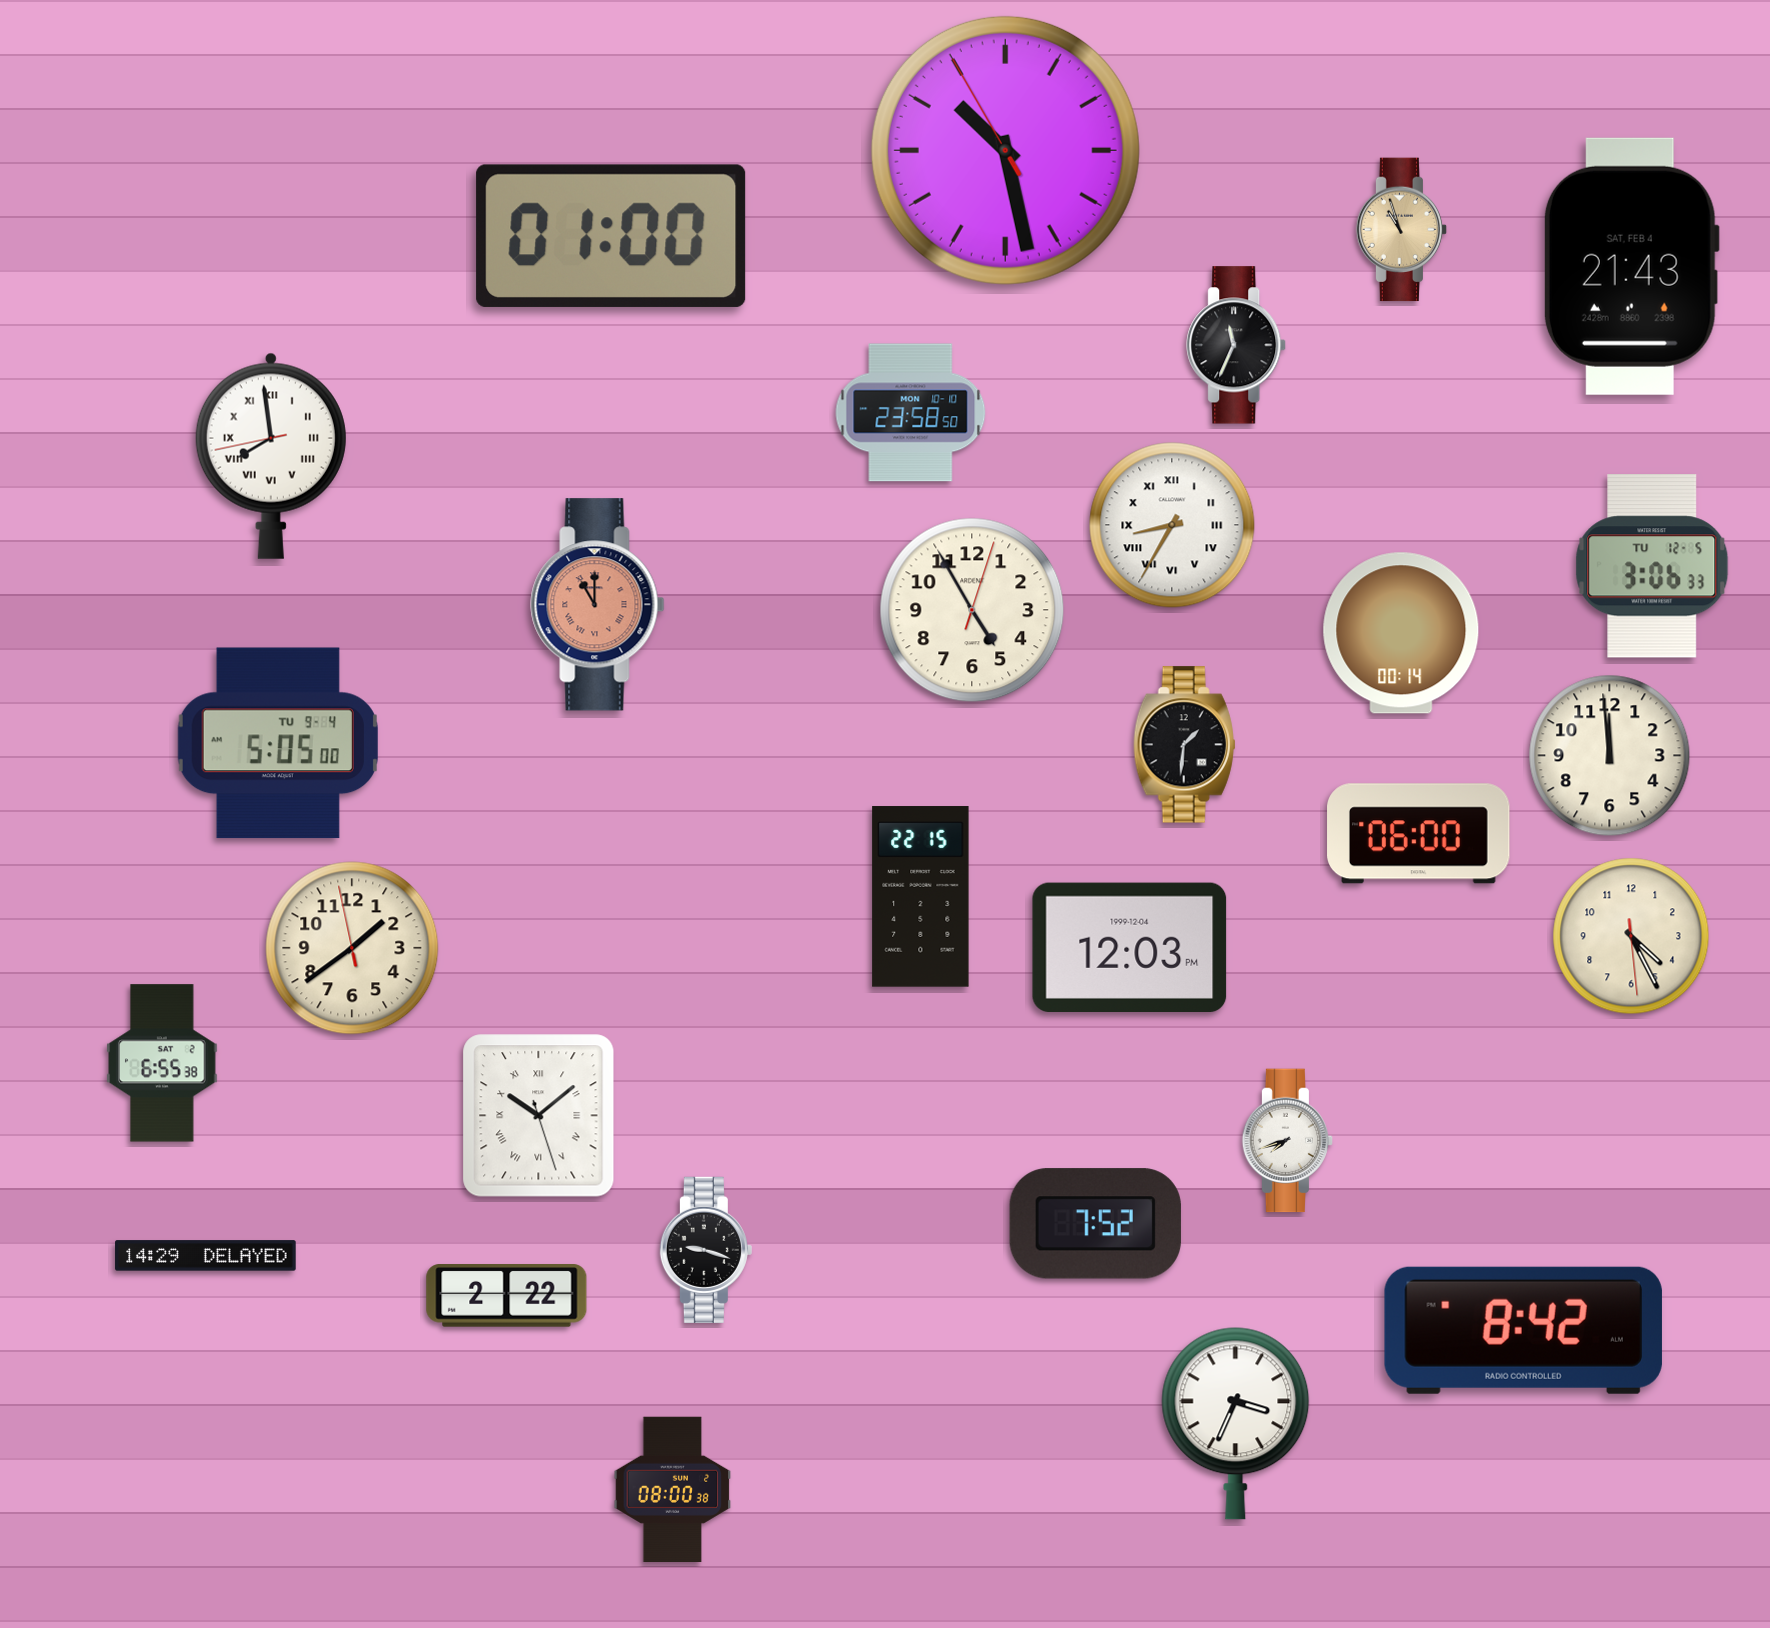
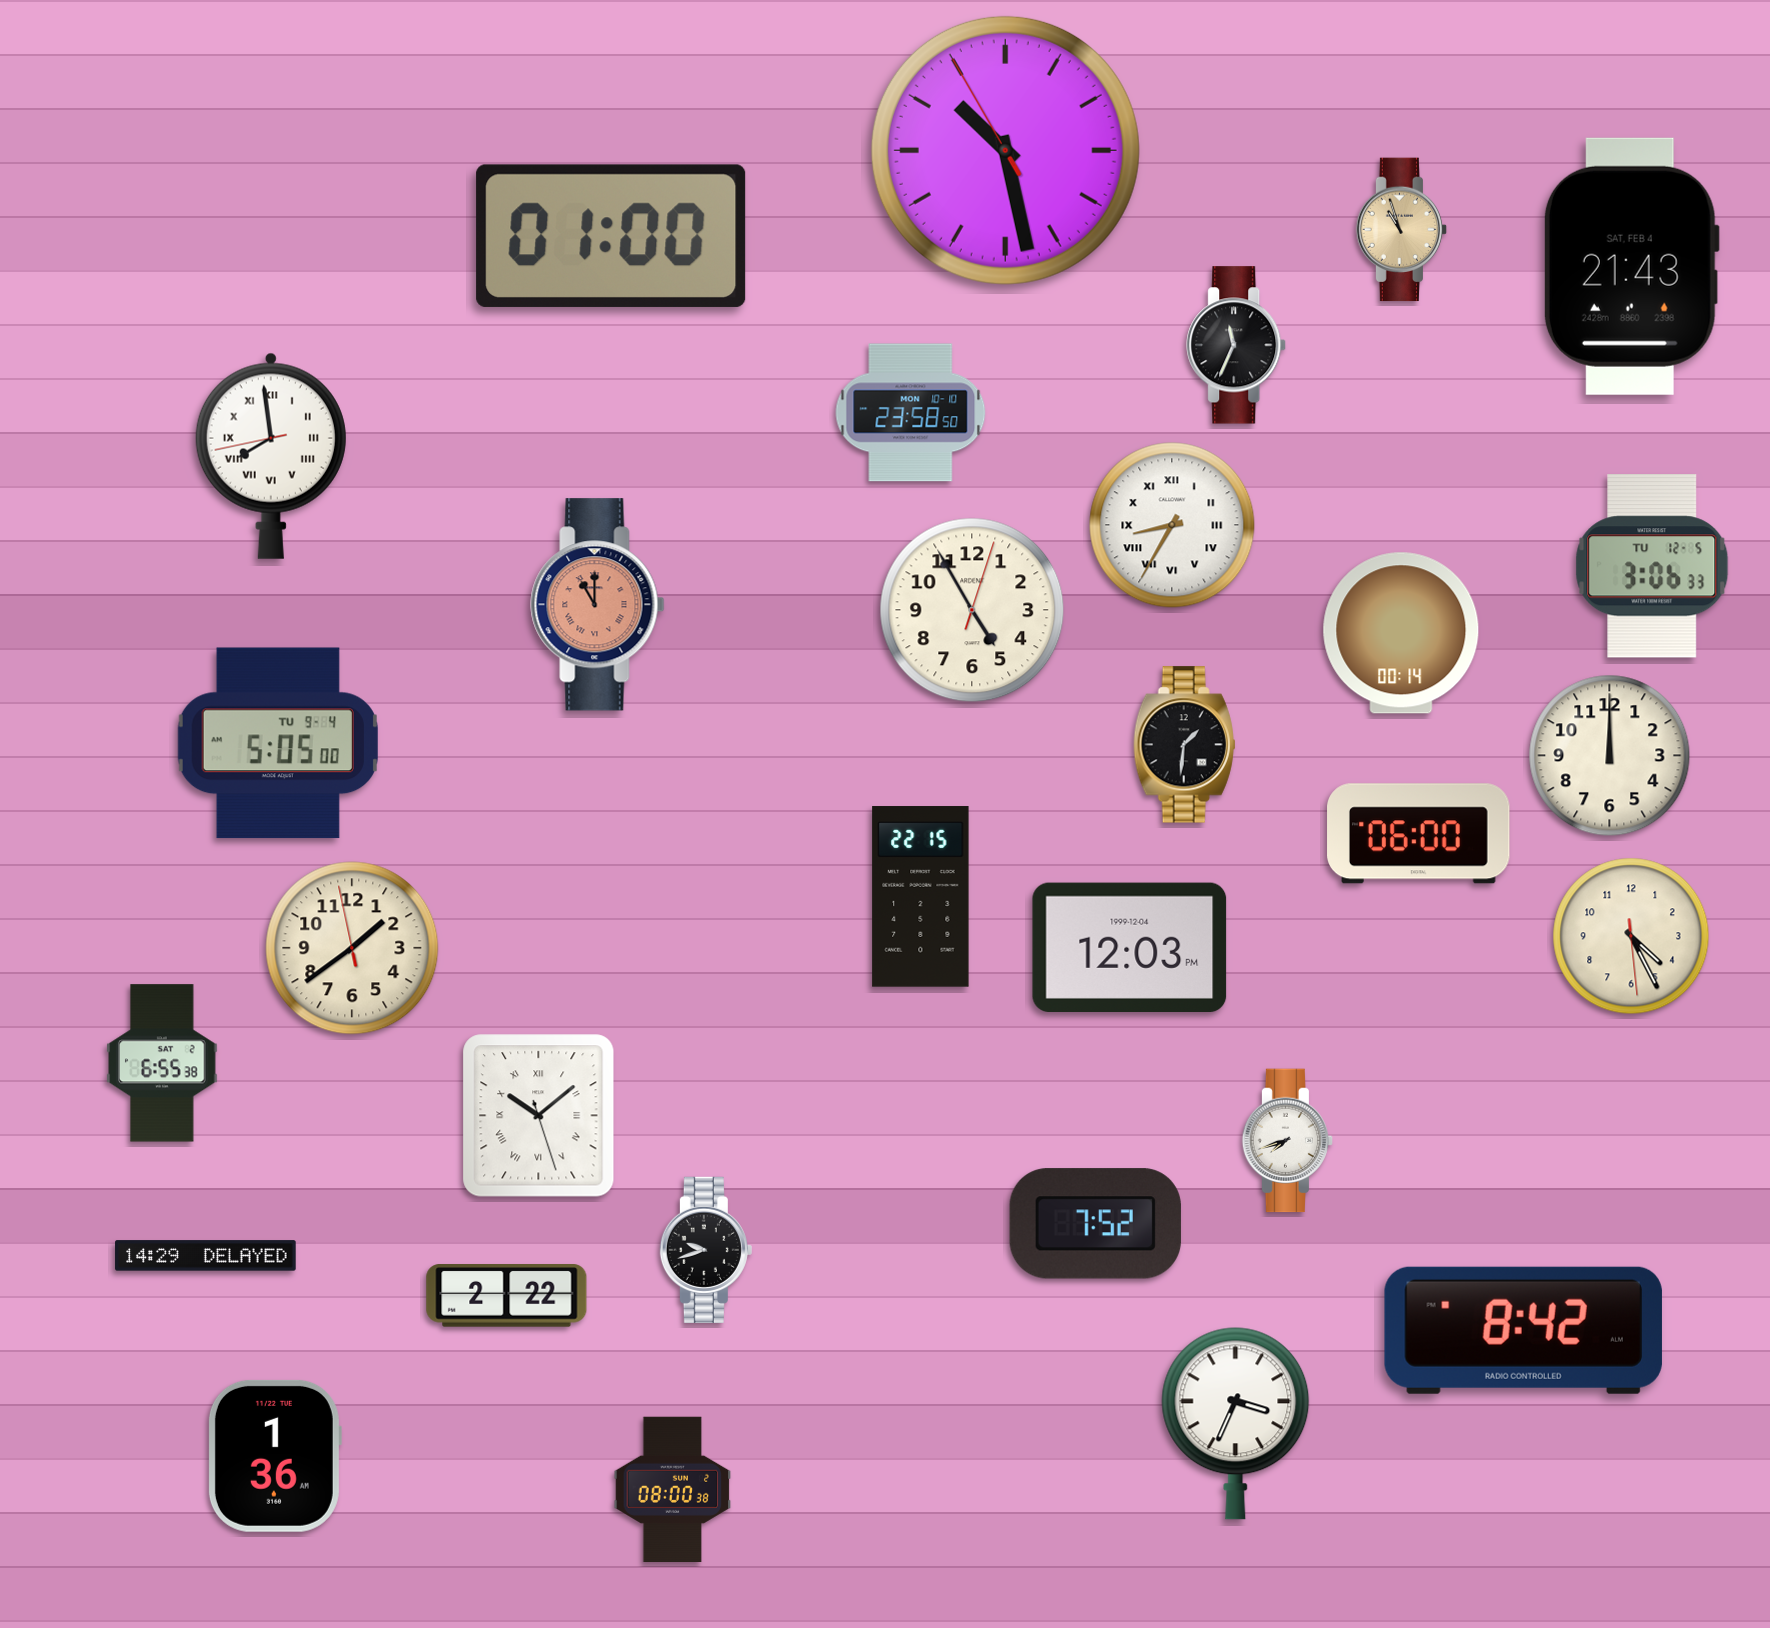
clock at (1610, 756): 11:59 -> 12:00
clock at (706, 1250): 9:18 -> 9:42
clock at (274, 1456): none -> 1:36
